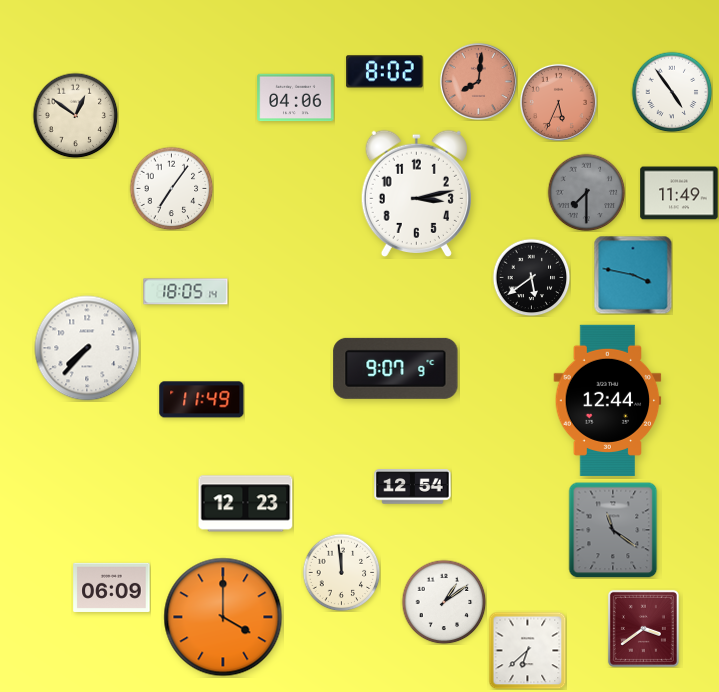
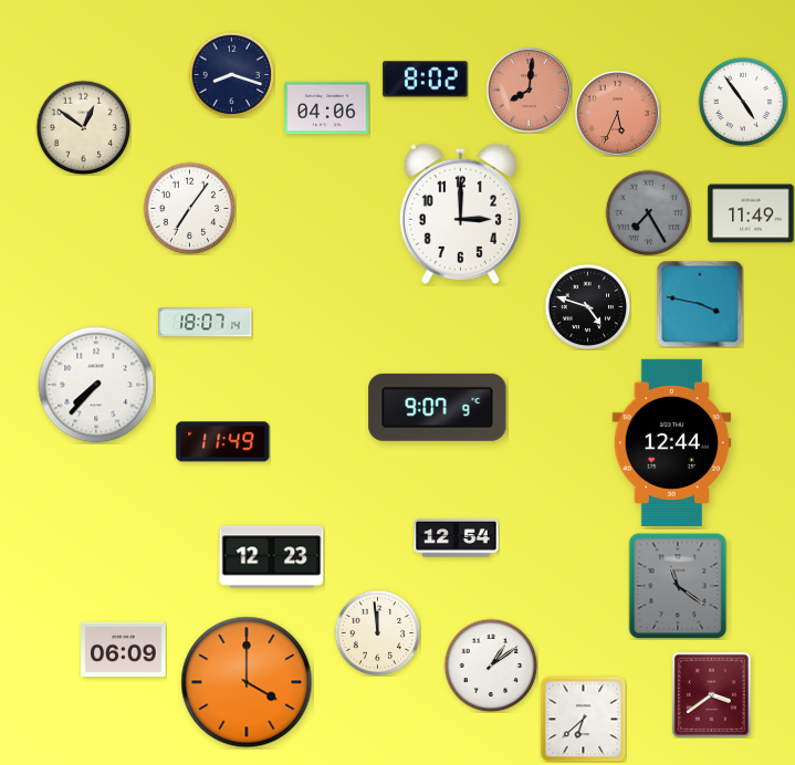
clock at (231, 74): none -> 8:18
clock at (586, 192): 7:30 -> 7:25
clock at (416, 193): 3:13 -> 3:00
clock at (531, 277): 5:39 -> 4:48
clock at (186, 292): 18:05 -> 18:07
